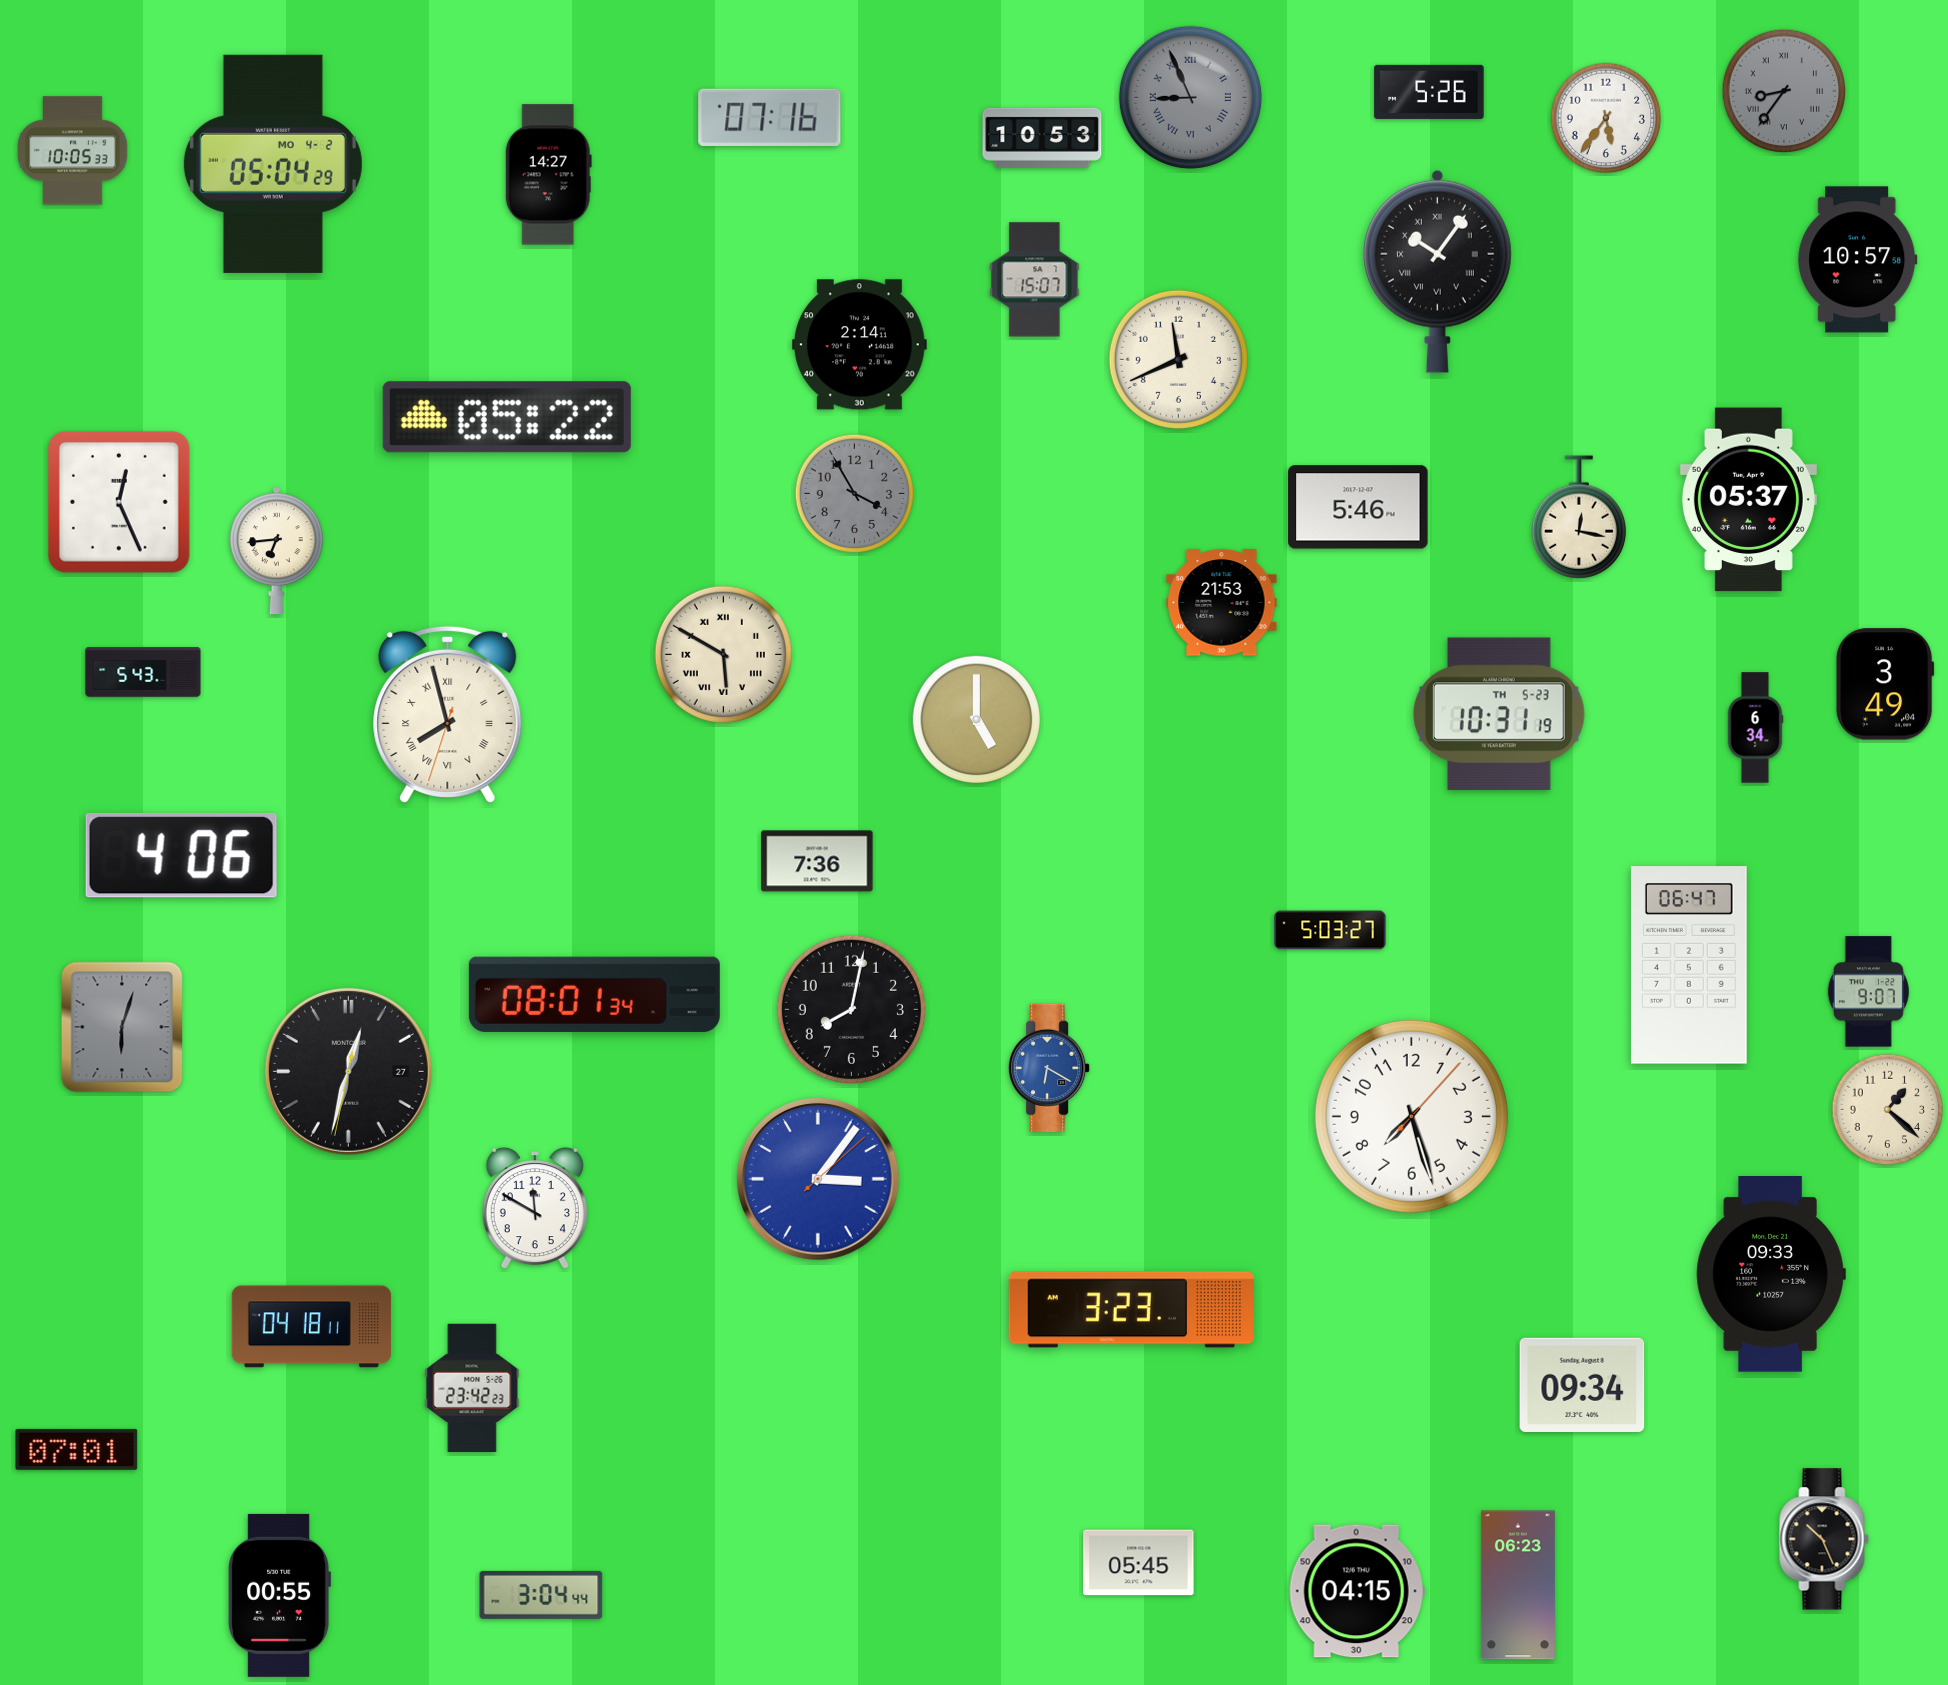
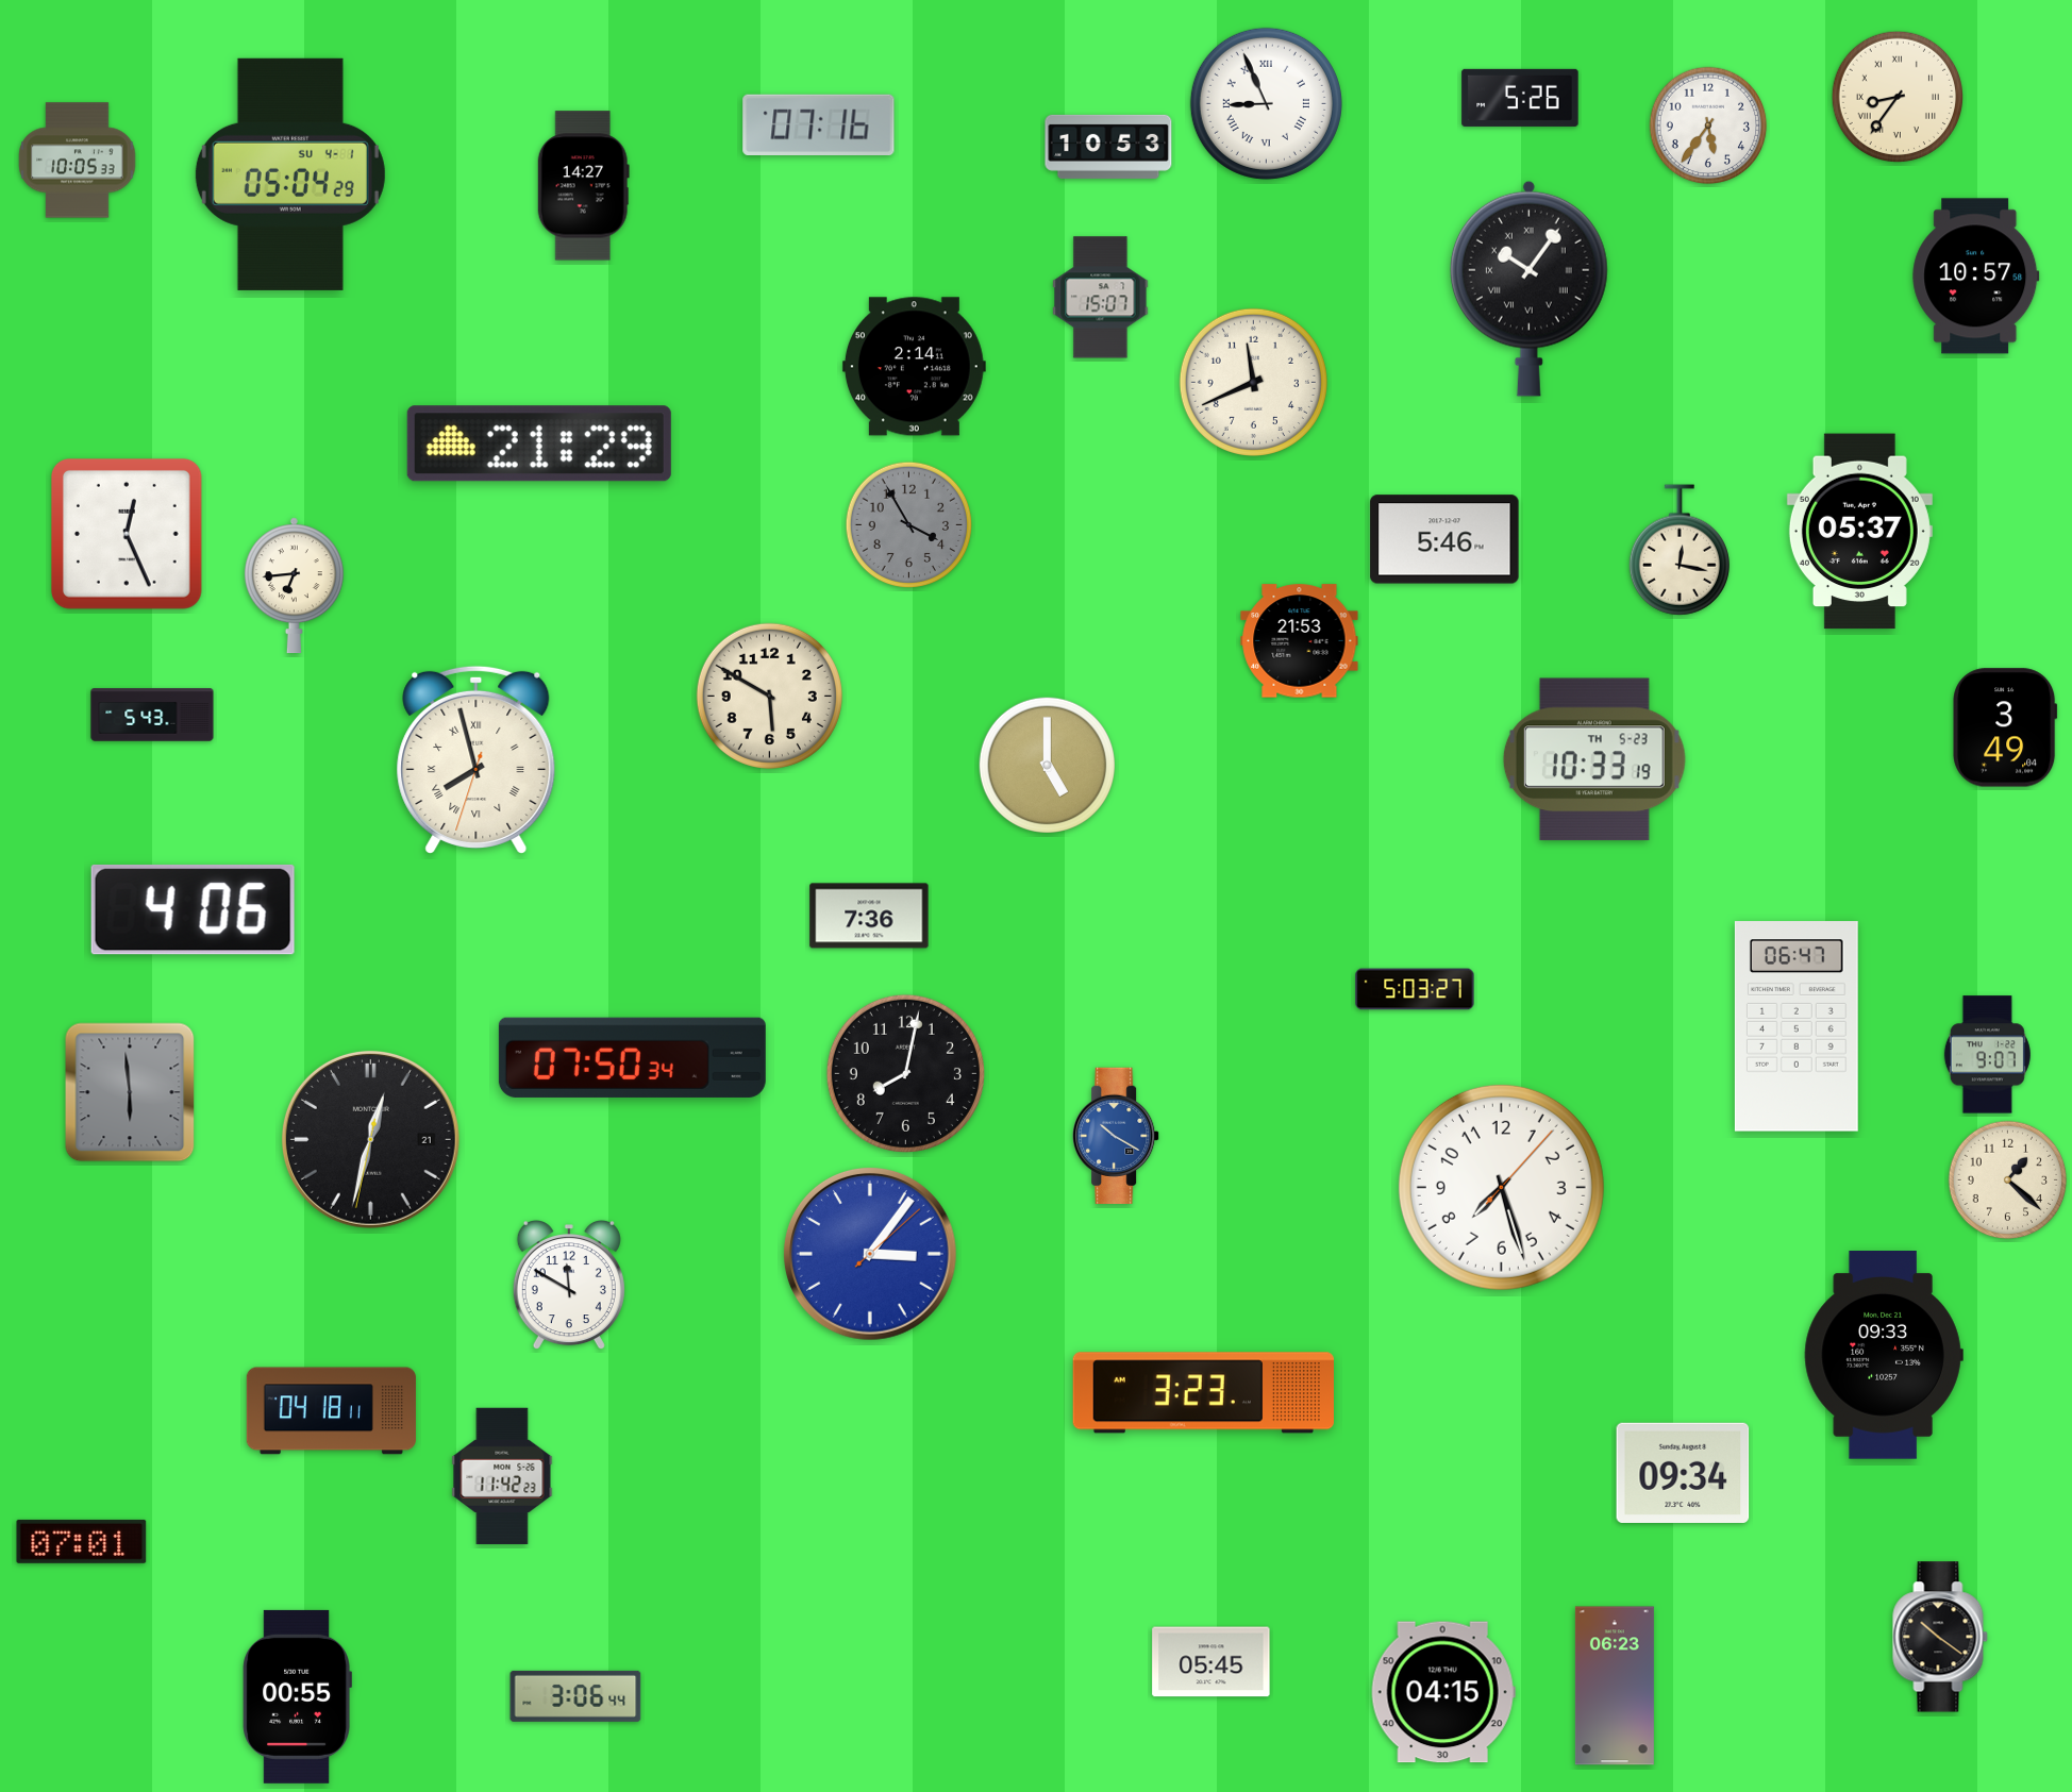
clock at (1783, 90) dial: grey -> cream
clock at (1190, 97) dial: grey -> white
clock at (273, 164) date: MO 4-2 -> SU 4-1
clock at (507, 417): 05:22 -> 21:29
clock at (723, 654) numerals: Roman -> Arabic
clock at (1499, 714): 10:31 -> 10:33
clock at (976, 719) position: (976, 719) -> (1047, 765)
clock at (1755, 728): 6:34 -> none
clock at (594, 994): 08:01 -> 07:50
clock at (122, 1027): 6:03 -> 5:59
clock at (1049, 1067): 6:20 -> 10:20
clock at (348, 1071) date: 27 -> 21
clock at (472, 1387): 23:42 -> 11:42
clock at (1824, 1539): 10:26 -> 10:21
clock at (541, 1595): 3:04 -> 3:06
